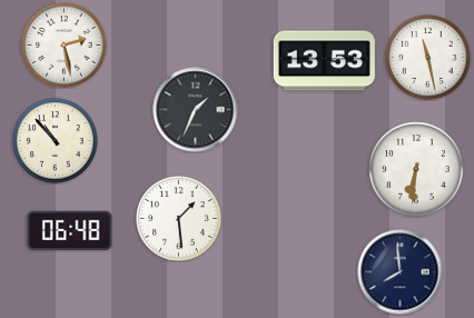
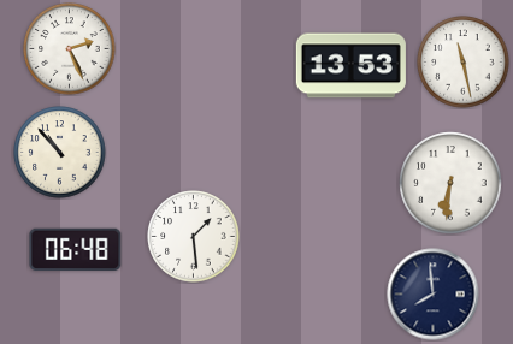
clock at (65, 46): 2:28 -> 2:26
clock at (196, 110): 1:34 -> none
